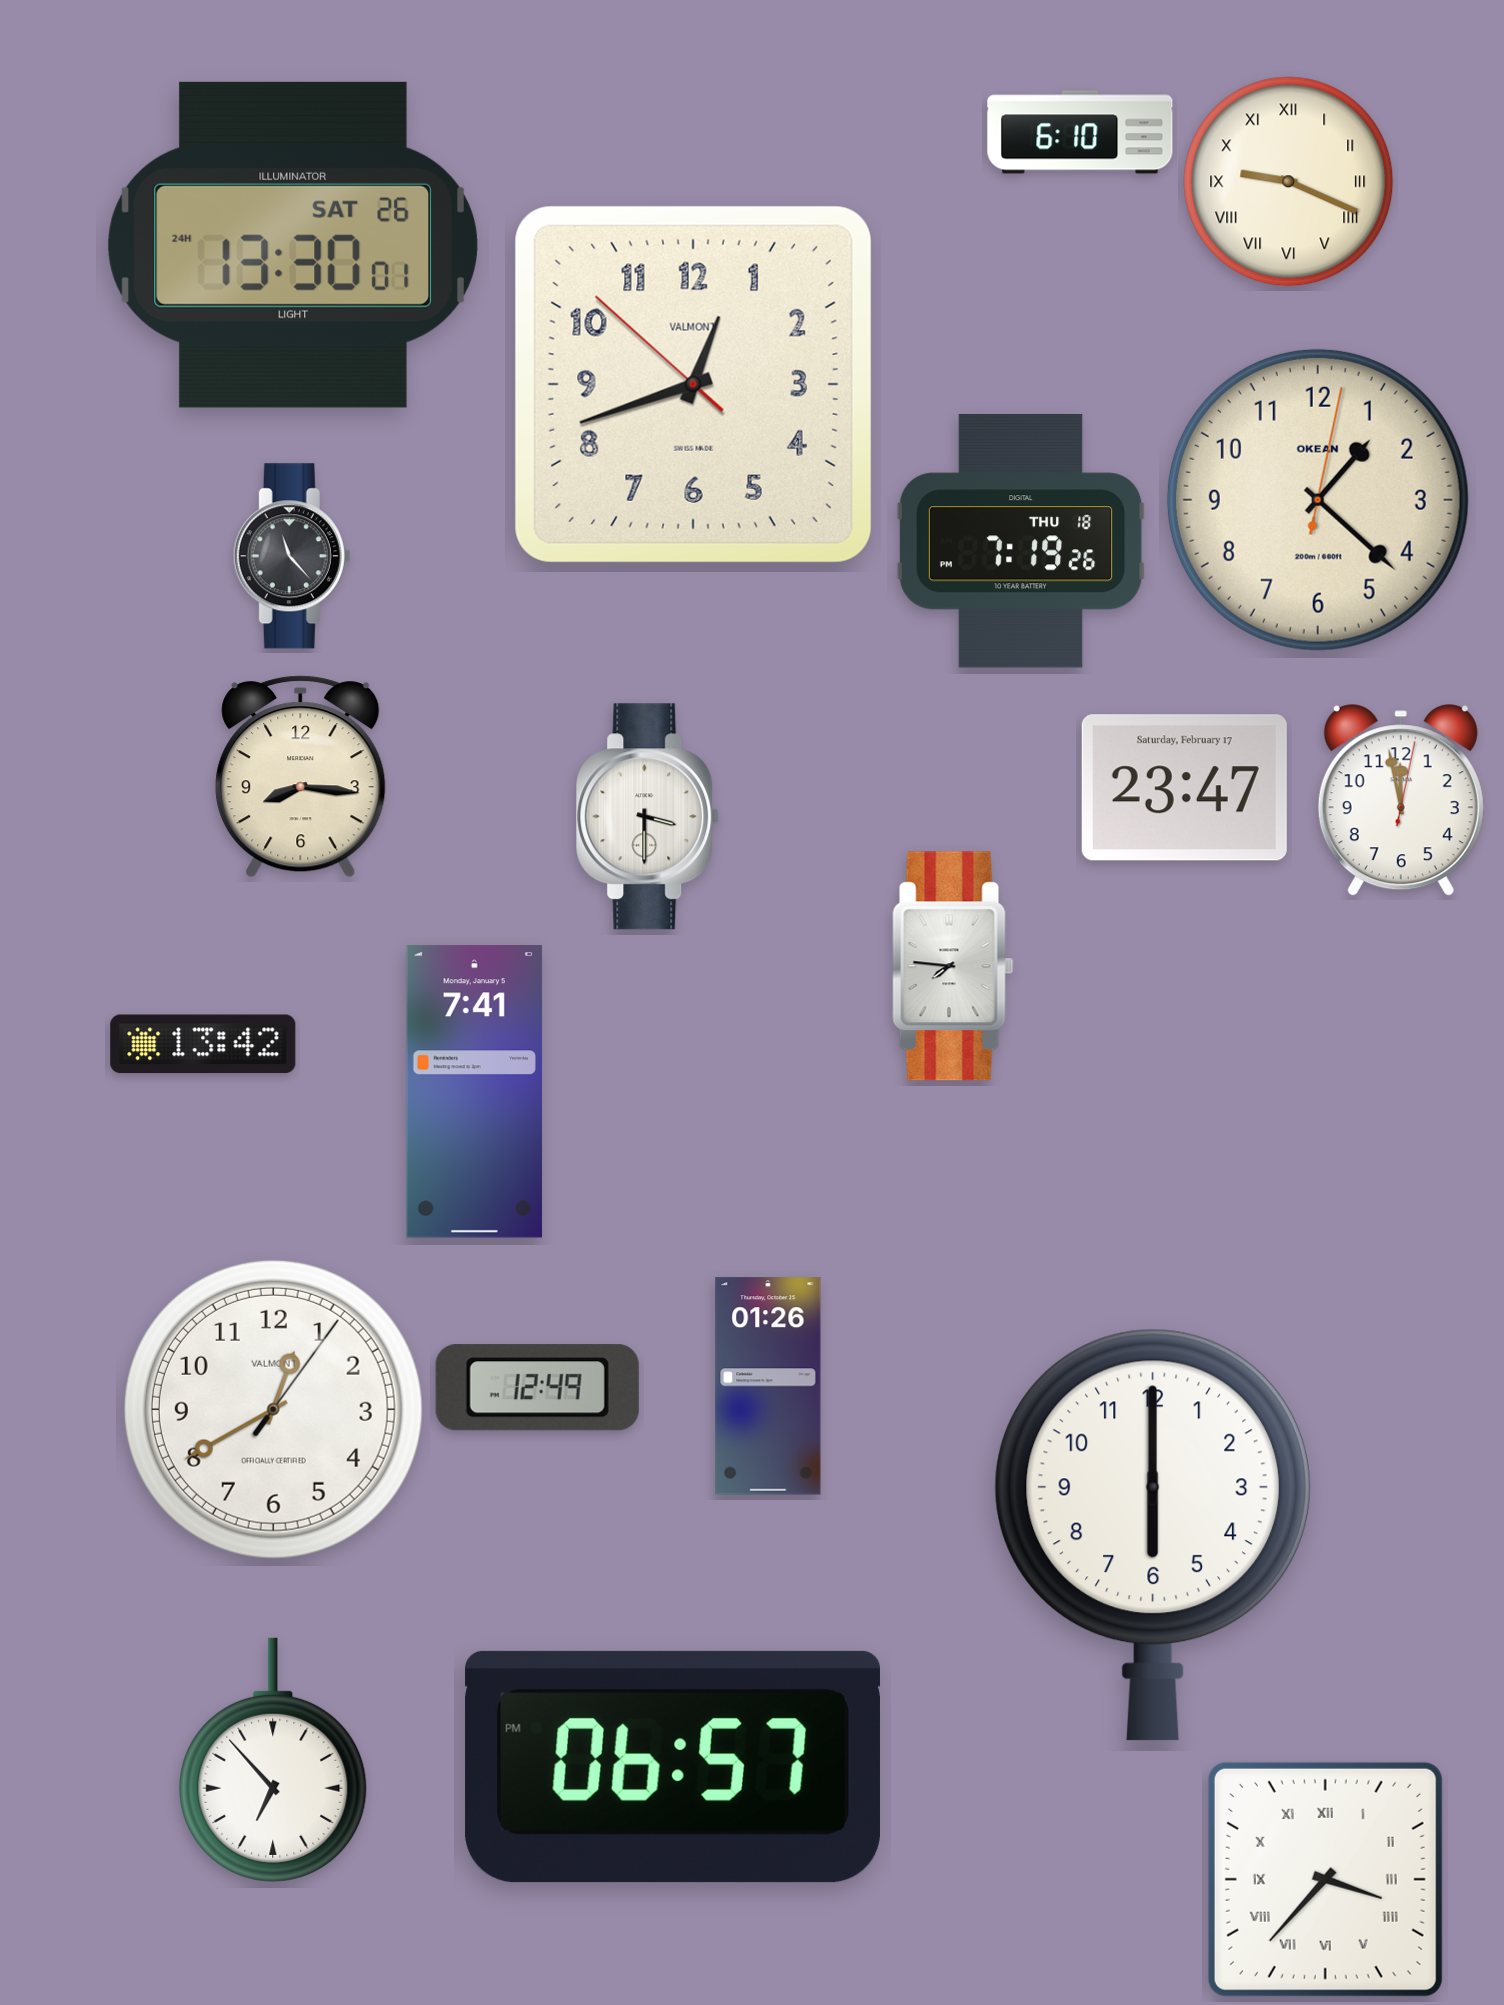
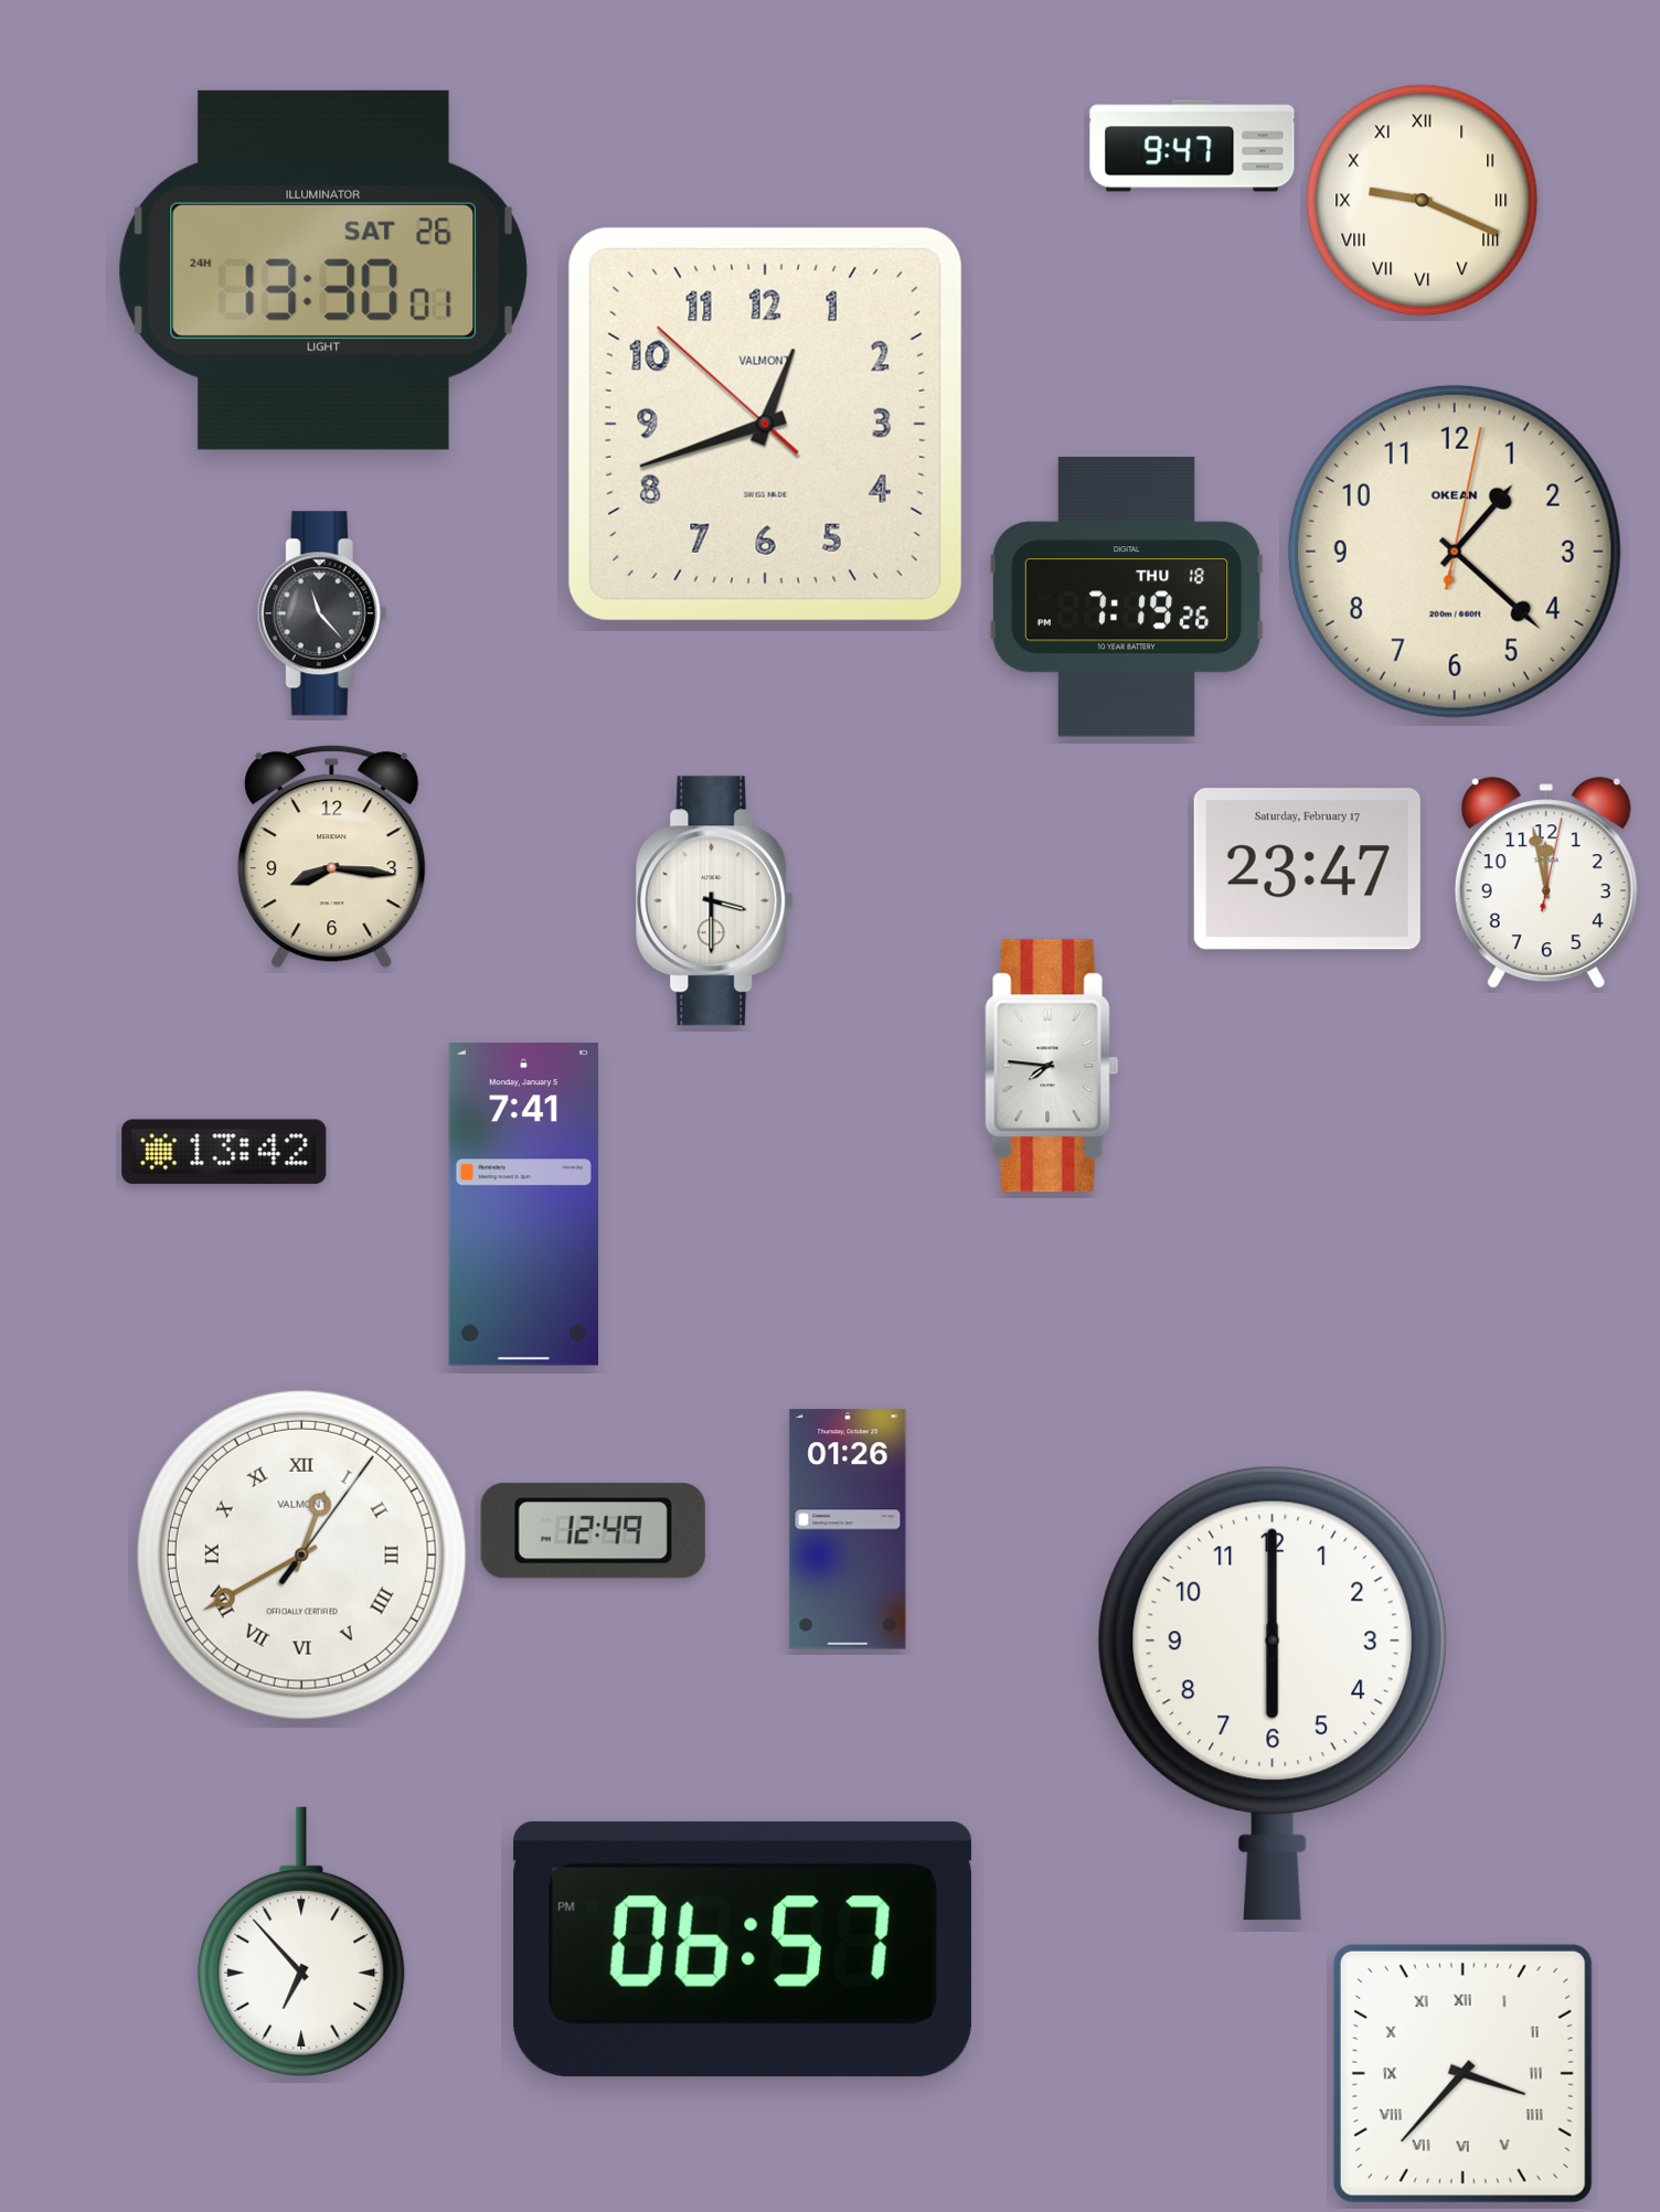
clock at (1080, 132): 6:10 -> 9:47
clock at (273, 1409) numerals: Arabic -> Roman
